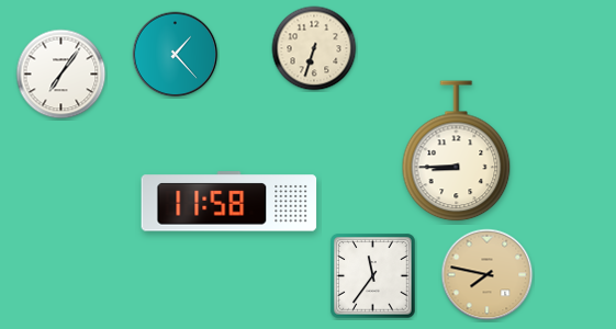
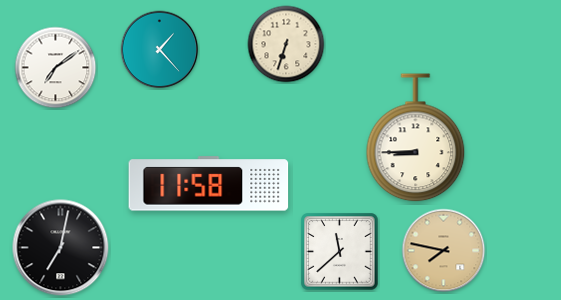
clock at (61, 75): 7:06 -> 7:09
clock at (61, 248): none -> 7:02
clock at (373, 276): 11:36 -> 11:38
